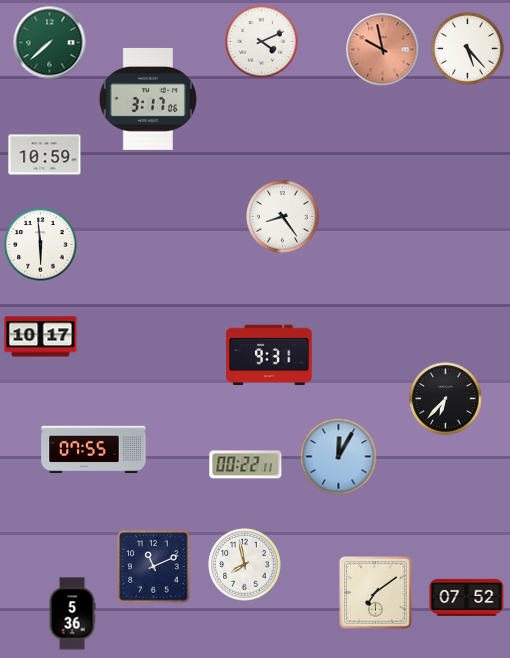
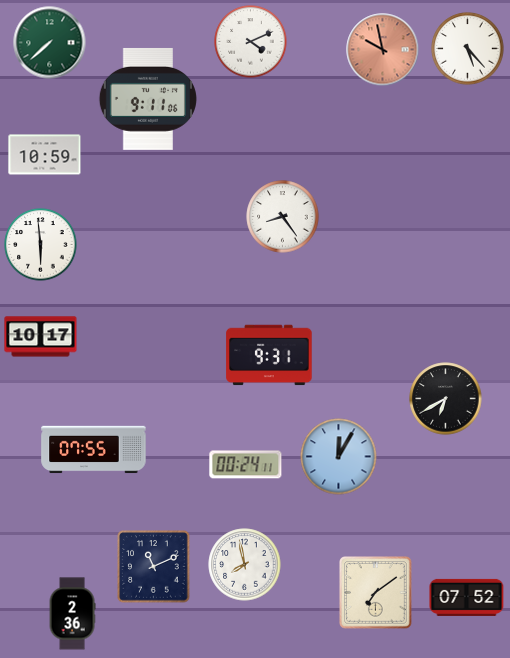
clock at (262, 42) position: (262, 42) -> (251, 42)
clock at (148, 99): 3:17 -> 9:11
clock at (446, 399): 6:37 -> 6:40
clock at (246, 465): 00:22 -> 00:24
clock at (72, 614): 5:36 -> 2:36
